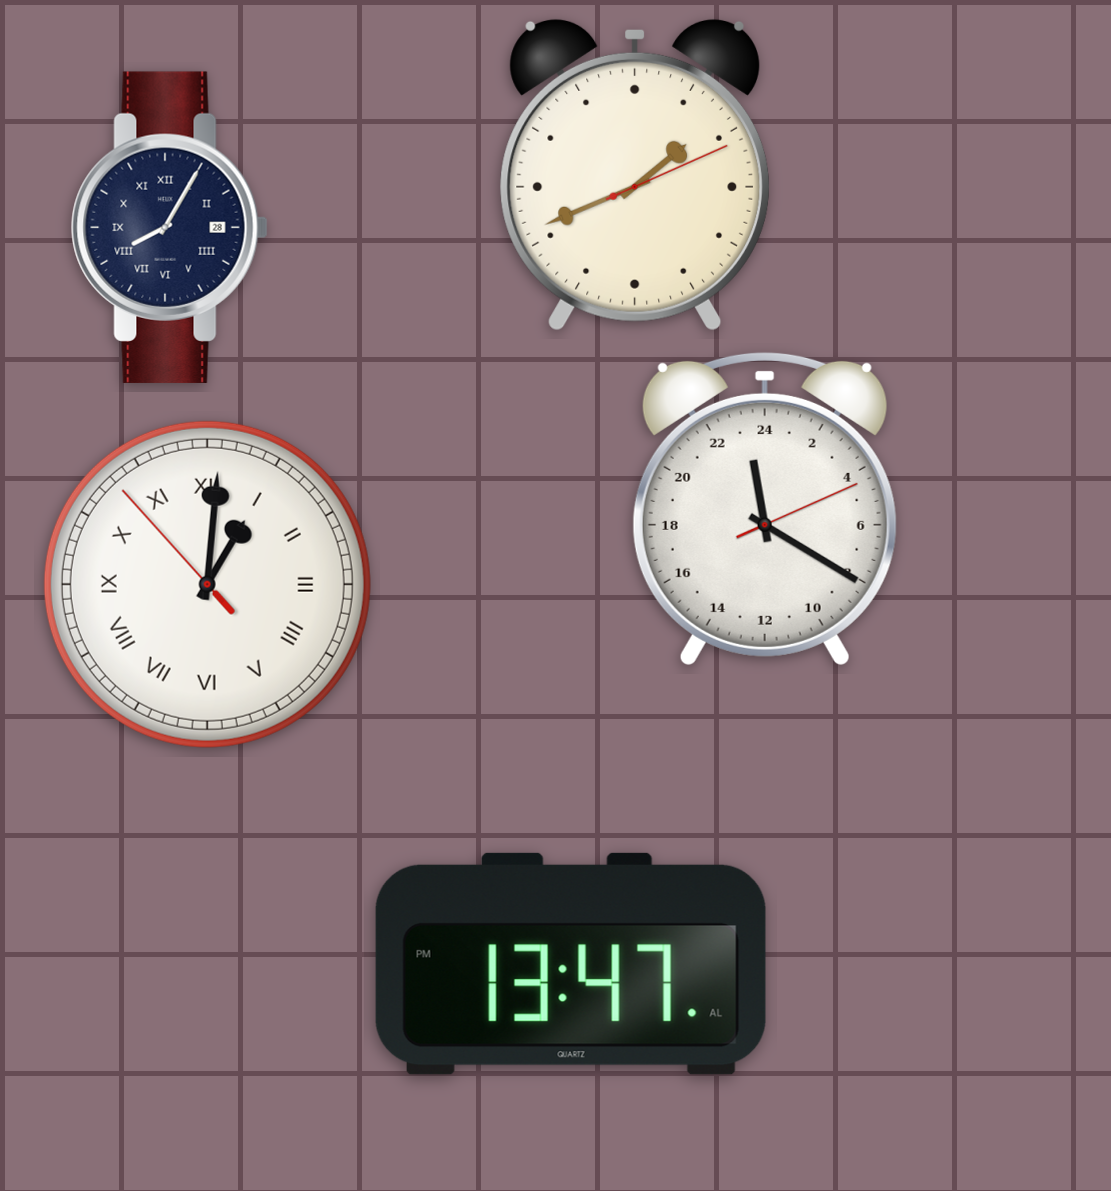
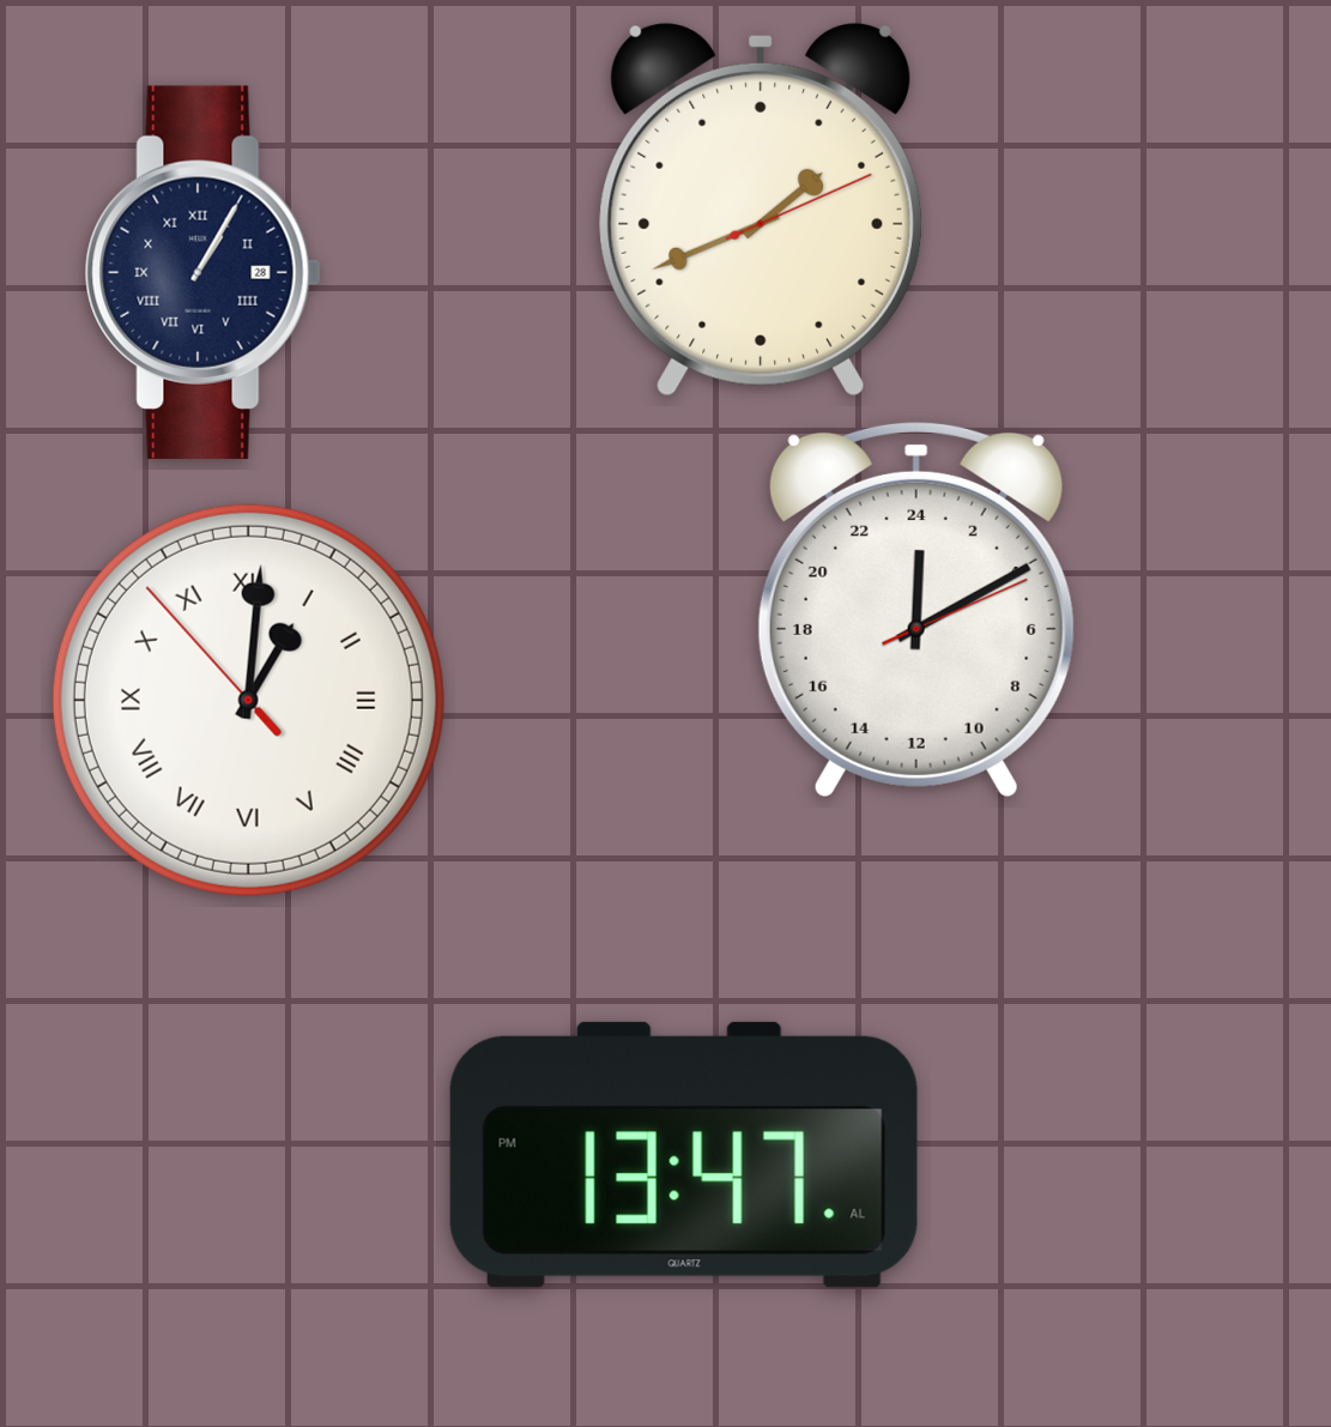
clock at (169, 227): 8:05 -> 1:05
clock at (765, 509): 23:20 -> 0:10
